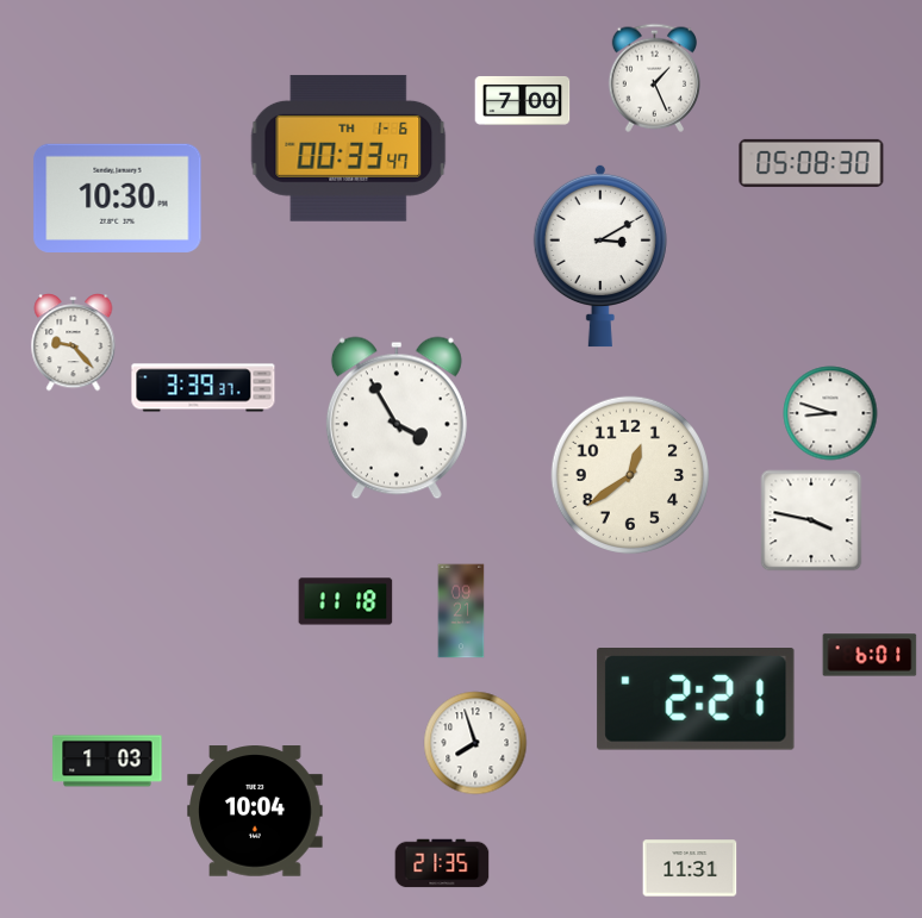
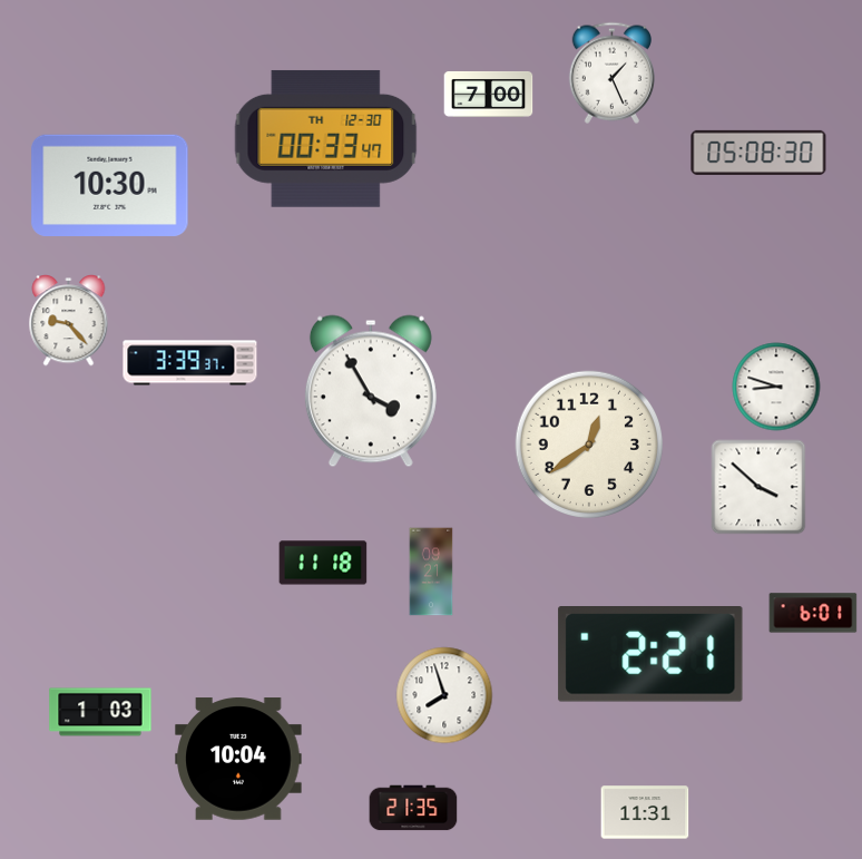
clock at (349, 148) date: TH 1-6 -> TH 12-30
clock at (600, 256): 3:10 -> none
clock at (811, 520): 3:47 -> 3:52
